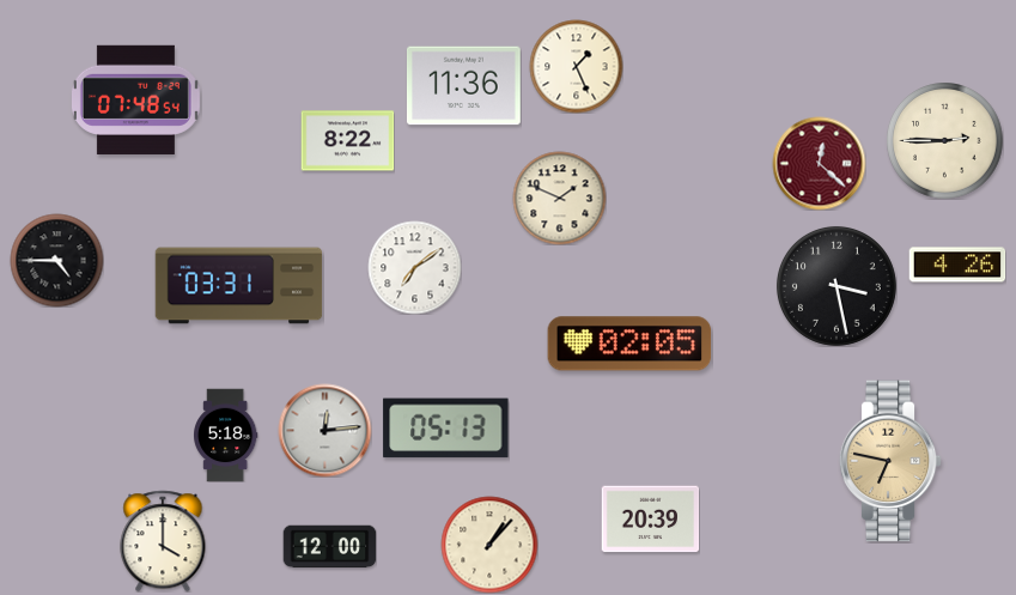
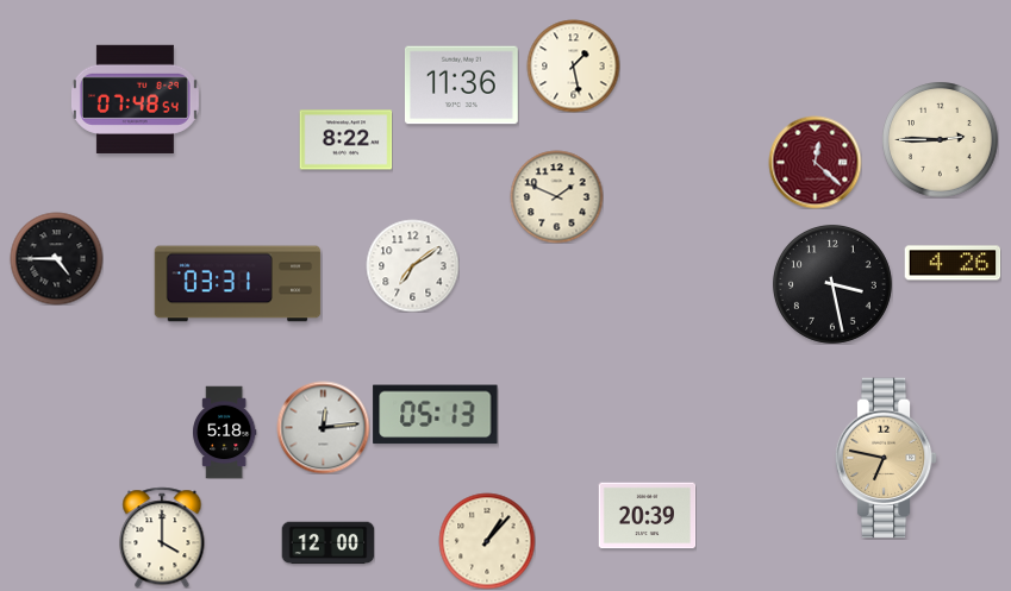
clock at (576, 66): 1:26 -> 1:28
clock at (629, 344): 02:05 -> none
clock at (446, 429) position: (446, 429) -> (436, 415)
